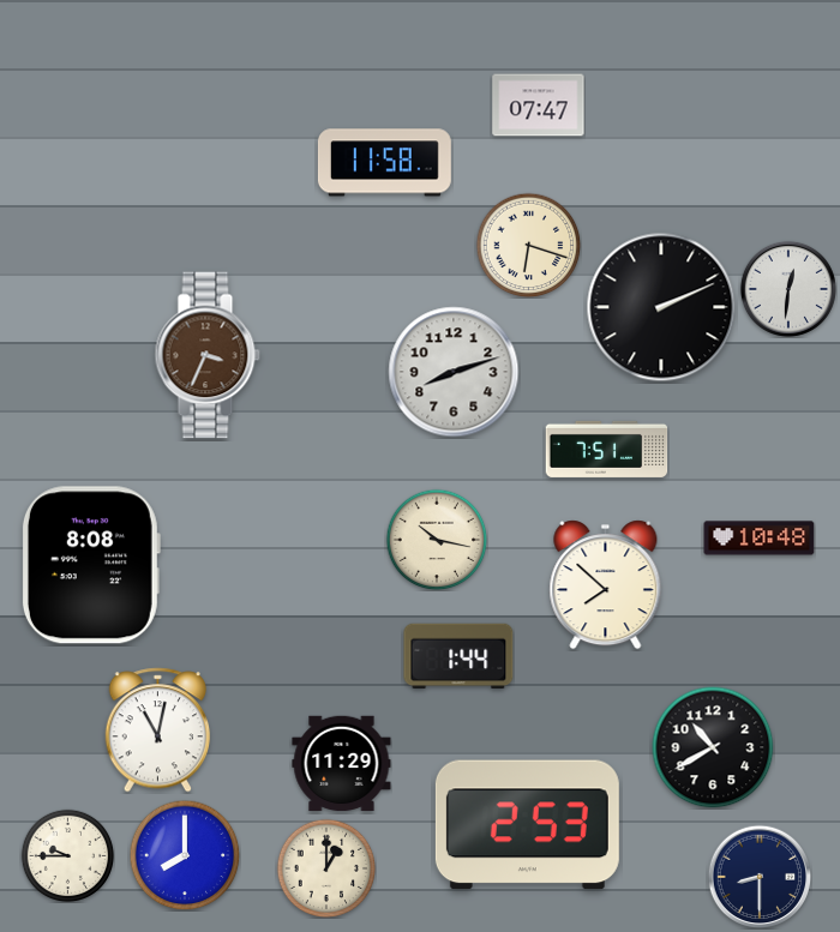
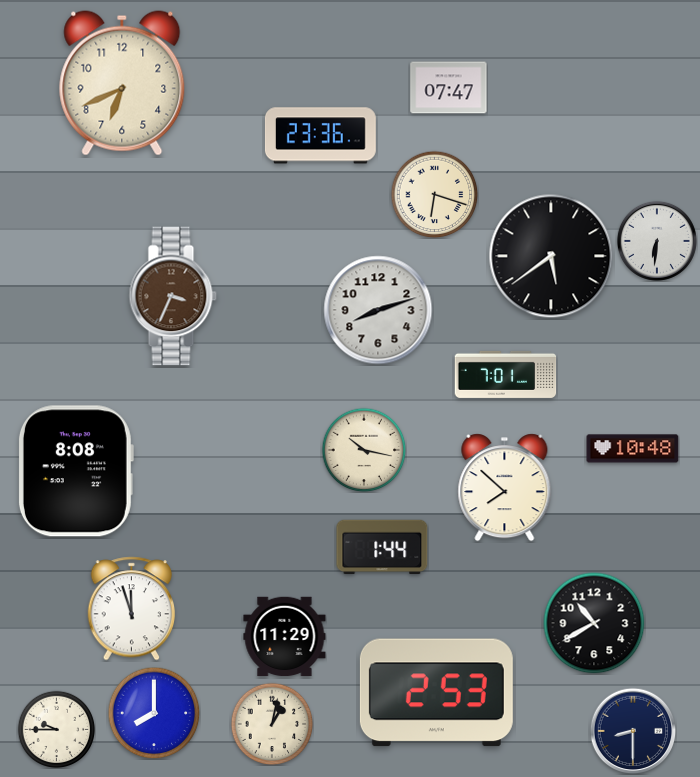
clock at (122, 83): none -> 6:41
clock at (384, 163): 11:58 -> 23:36
clock at (528, 245) position: (528, 245) -> (434, 194)
clock at (788, 289): 12:31 -> 6:31
clock at (661, 307): 2:11 -> 5:39
clock at (607, 449): 7:51 -> 7:01
clock at (158, 730): 11:02 -> 11:57
clock at (527, 825) position: (527, 825) -> (436, 693)
clock at (67, 855) position: (67, 855) -> (56, 729)
clock at (326, 868): 1:00 -> 1:02
